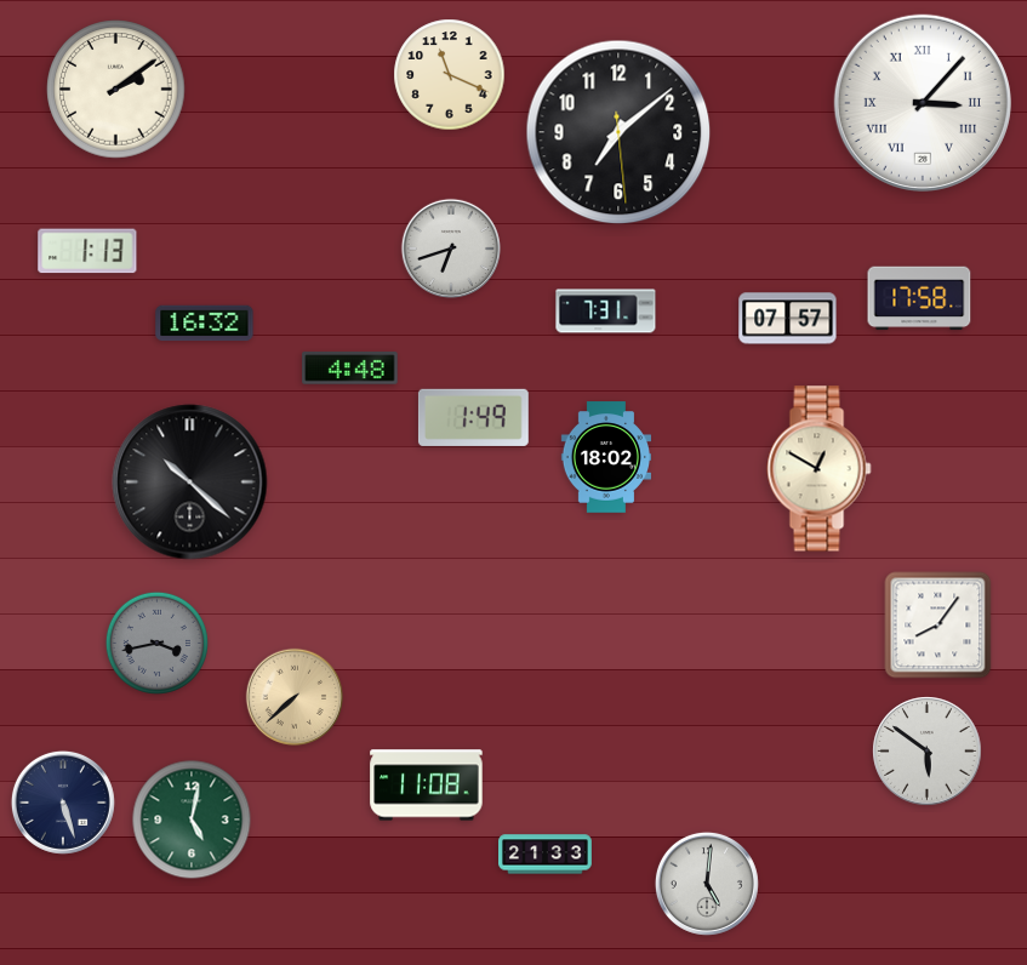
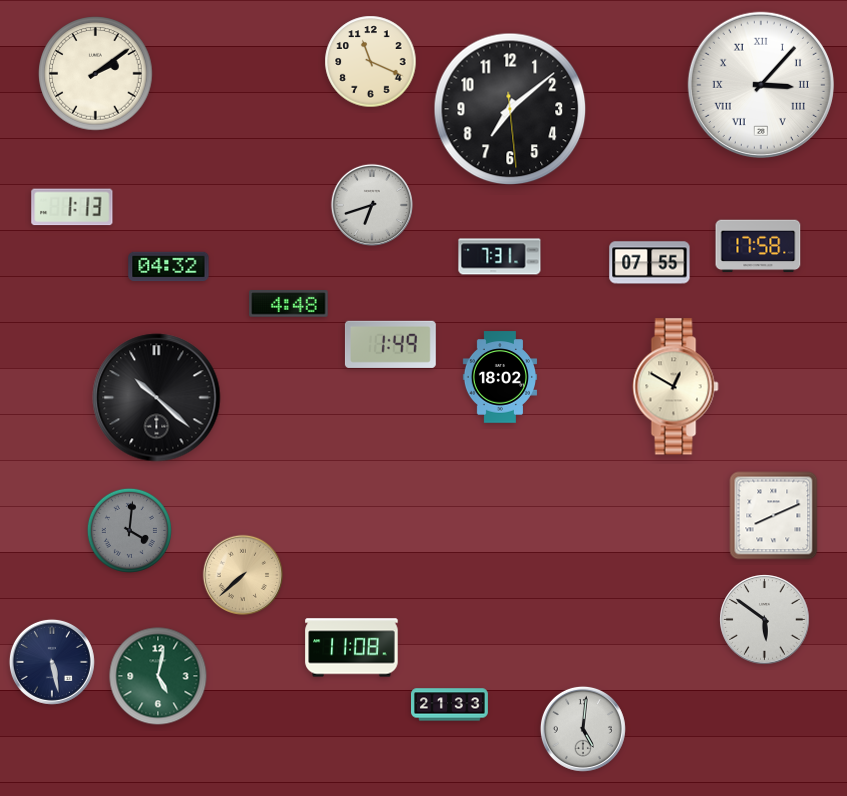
clock at (788, 319): 07:57 -> 07:55
clock at (205, 324): 16:32 -> 04:32
clock at (938, 626): 8:06 -> 8:11
clock at (156, 643): 3:43 -> 4:01
clock at (63, 803): 5:27 -> 5:28
